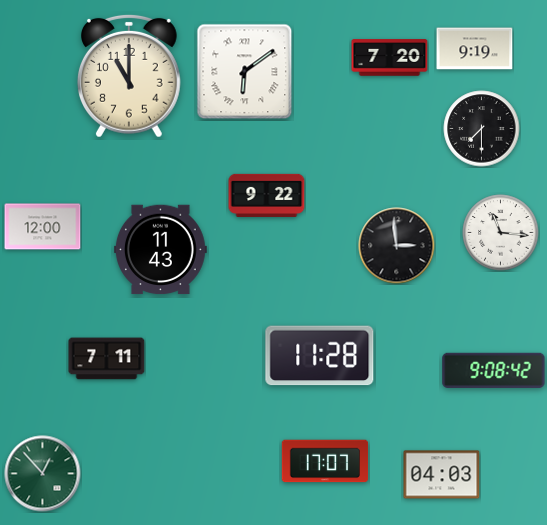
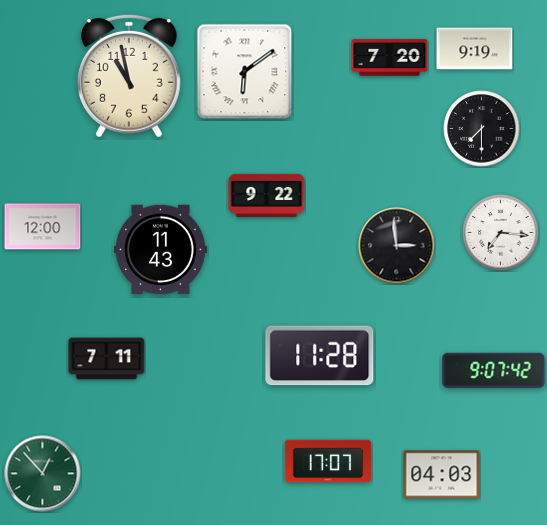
clock at (129, 76): 11:00 -> 10:58
clock at (501, 233): 11:16 -> 7:16
clock at (494, 370): 9:08 -> 9:07
clock at (325, 461) position: (325, 461) -> (328, 461)
